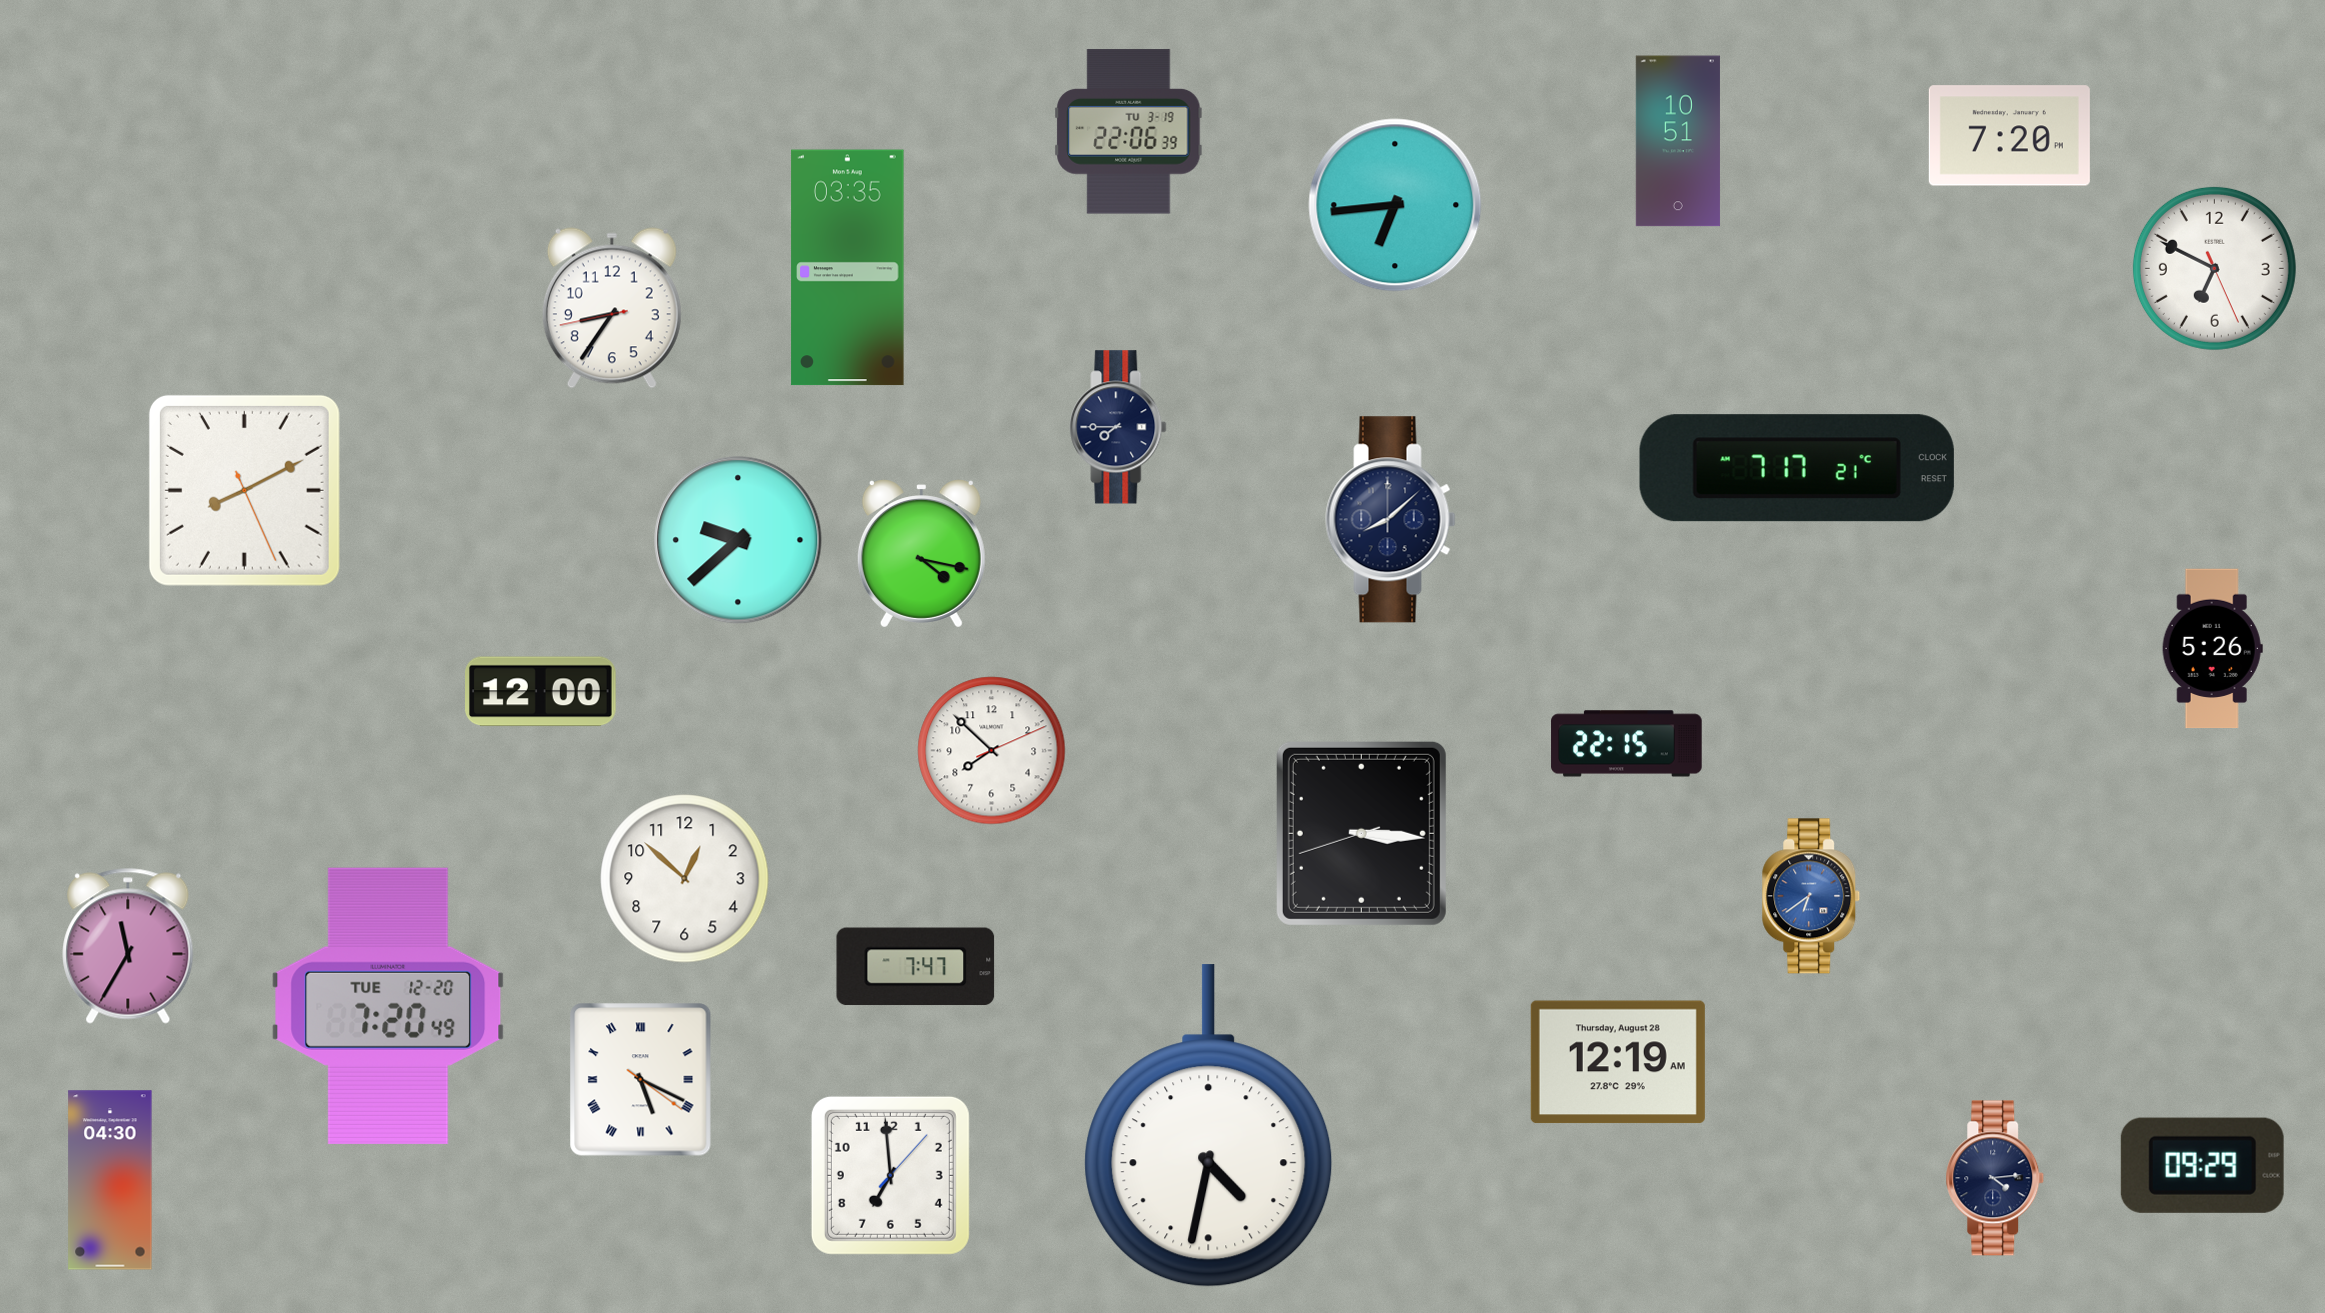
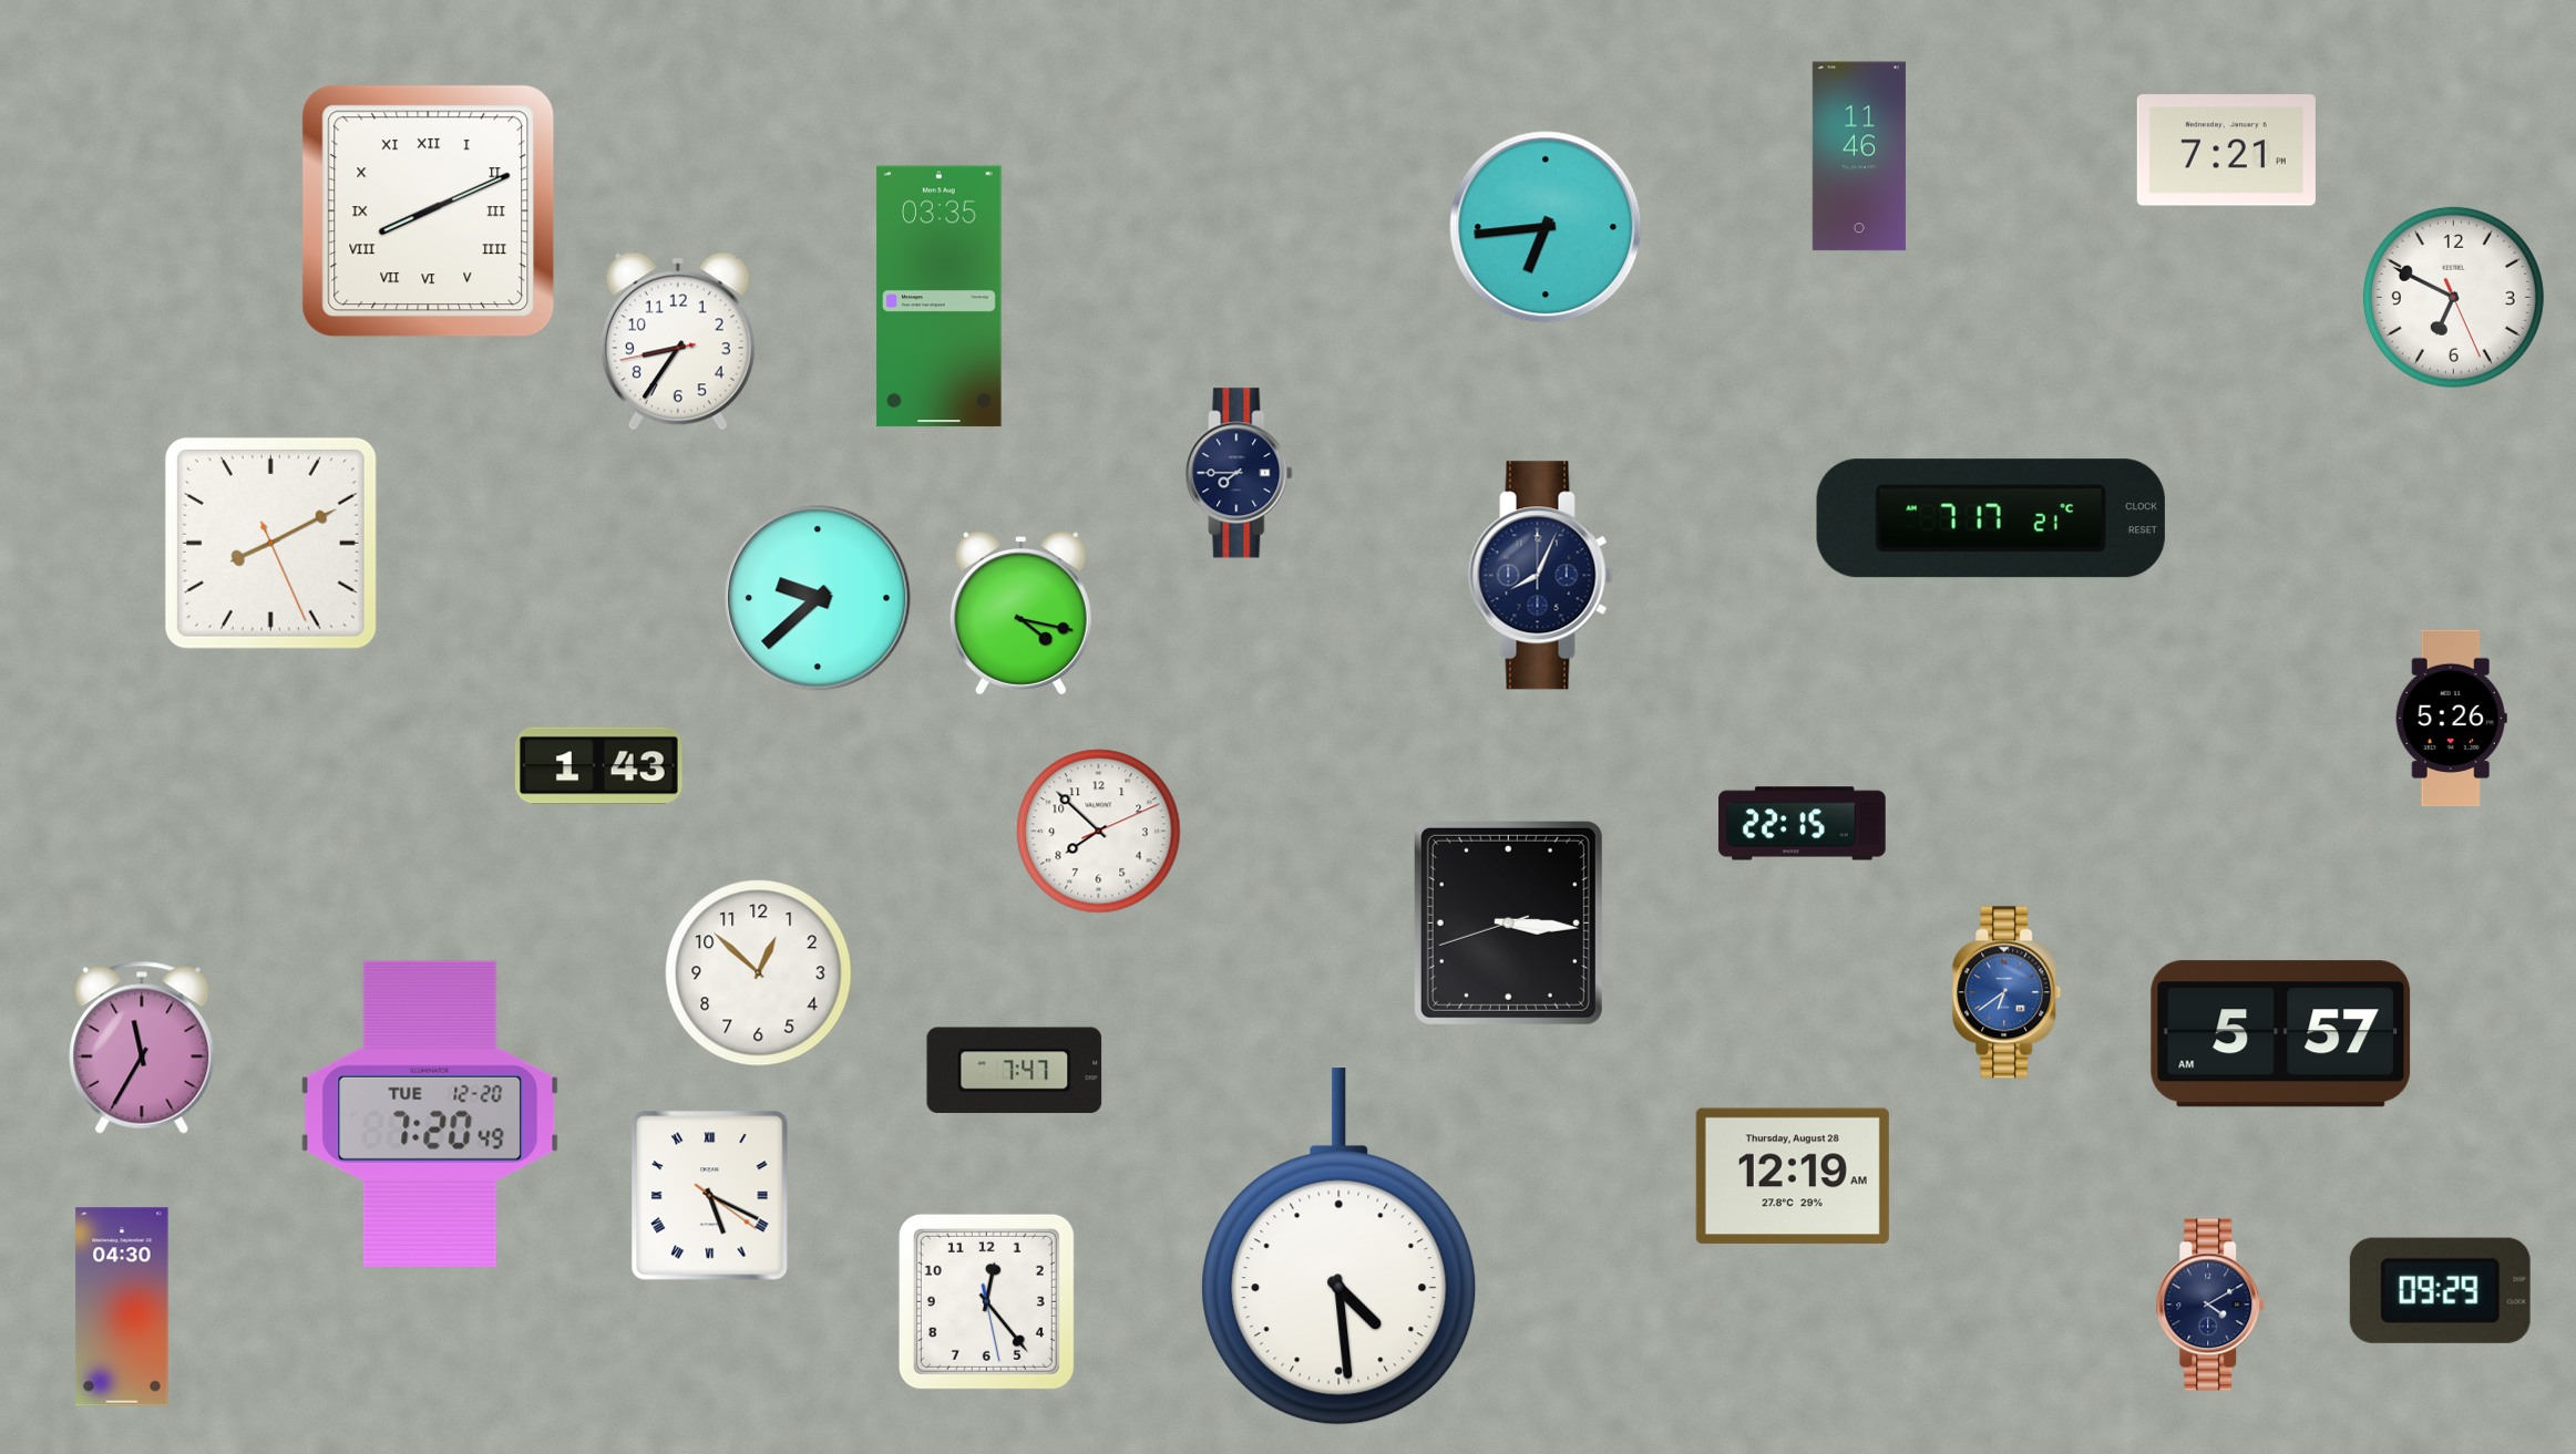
clock at (1129, 132): 22:06 -> none
clock at (2009, 136): 7:20 -> 7:21
clock at (1678, 141): 10:51 -> 11:46
clock at (429, 212): none -> 8:11
clock at (1391, 520): 8:08 -> 8:04
clock at (541, 692): 12:00 -> 1:43
clock at (2281, 1034): none -> 5:57
clock at (1209, 1126): 4:32 -> 4:29
clock at (890, 1175): 6:59 -> 12:23
clock at (1995, 1178): 4:14 -> 4:10
